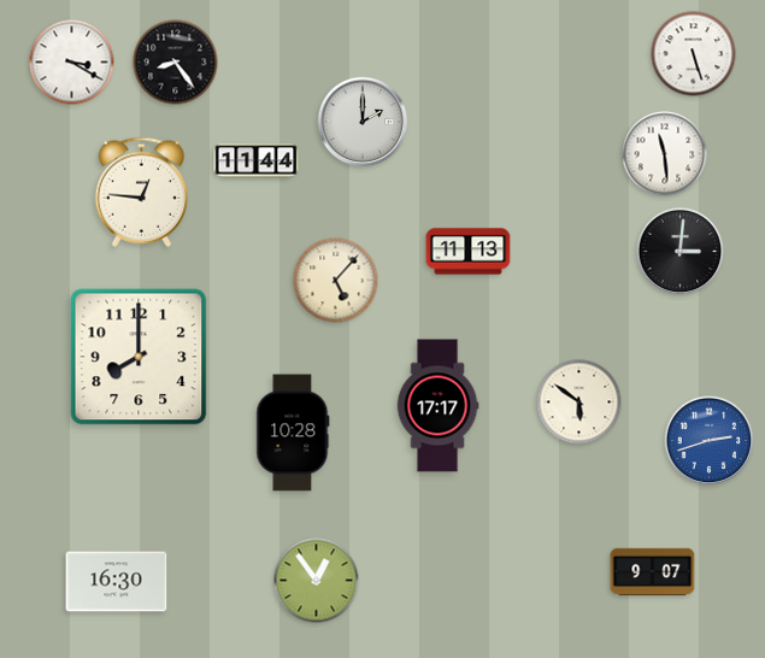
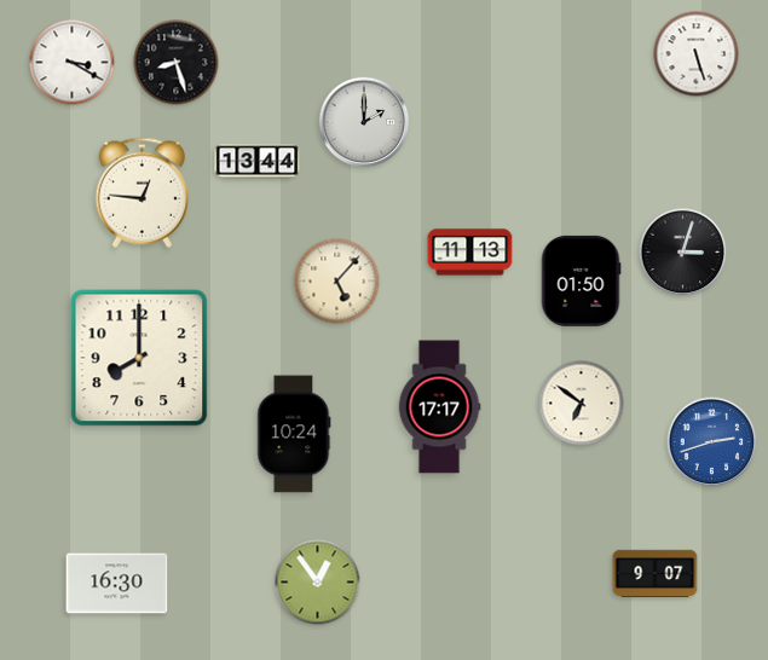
clock at (176, 63): 8:24 -> 8:27
clock at (665, 154): 11:29 -> none
clock at (257, 161): 11:44 -> 13:44
clock at (681, 252): 3:01 -> 3:03
clock at (581, 280): none -> 01:50
clock at (579, 403): 5:51 -> 6:51
clock at (293, 433): 10:28 -> 10:24
